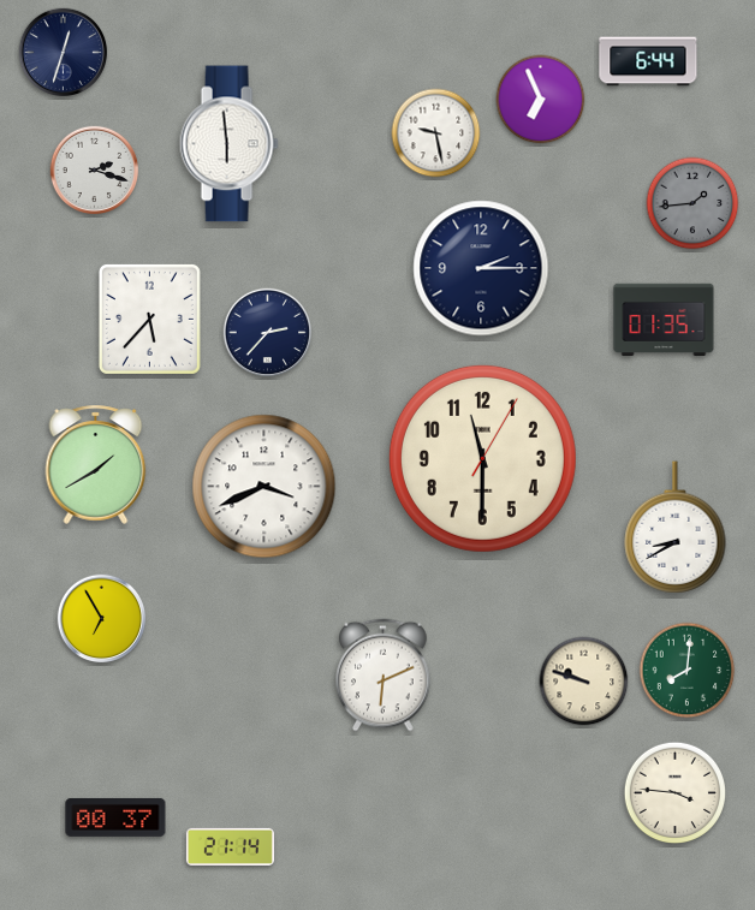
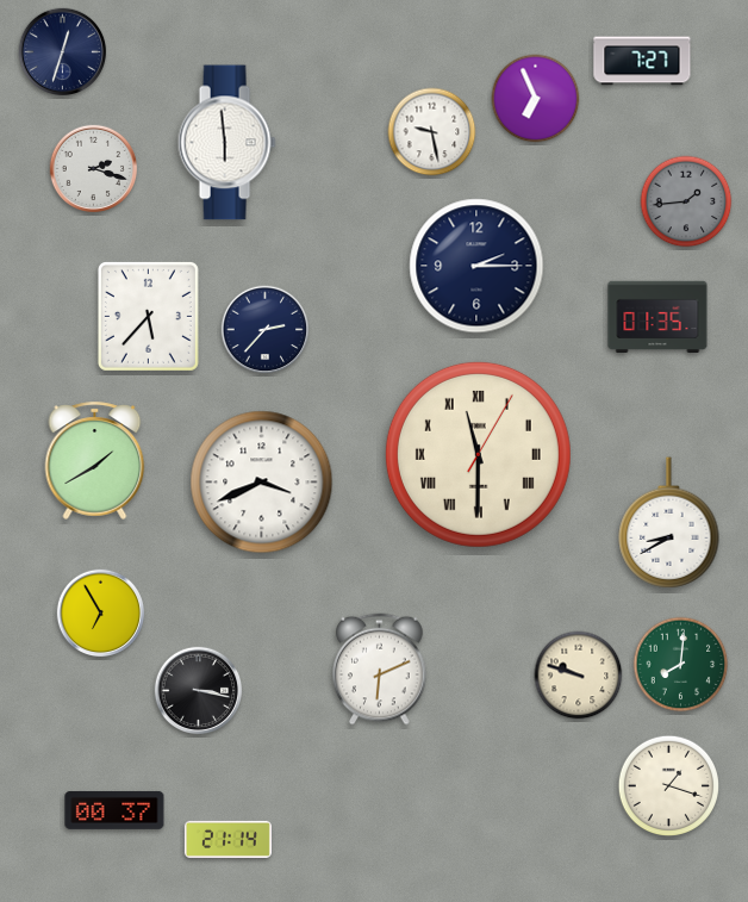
clock at (648, 61): 6:44 -> 7:27
clock at (482, 458) numerals: Arabic -> Roman
clock at (199, 691): none -> 3:17
clock at (676, 793): 3:46 -> 1:18
